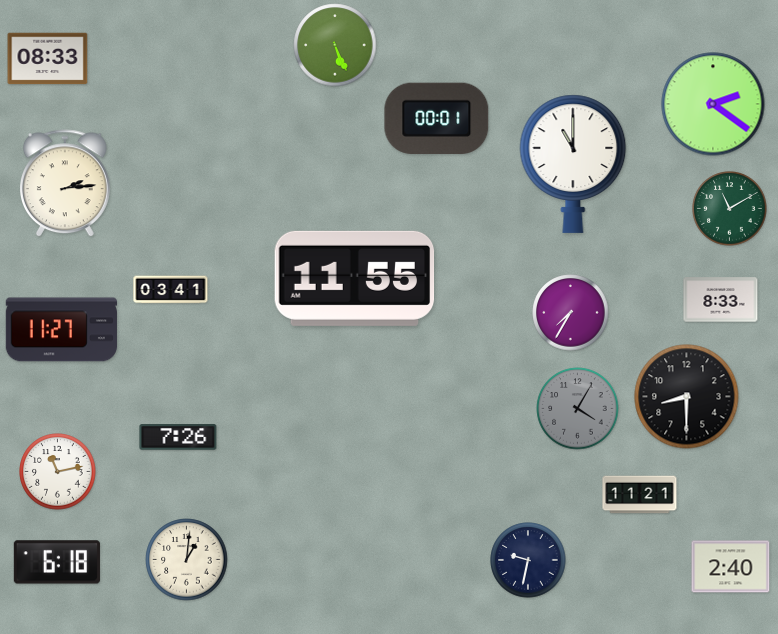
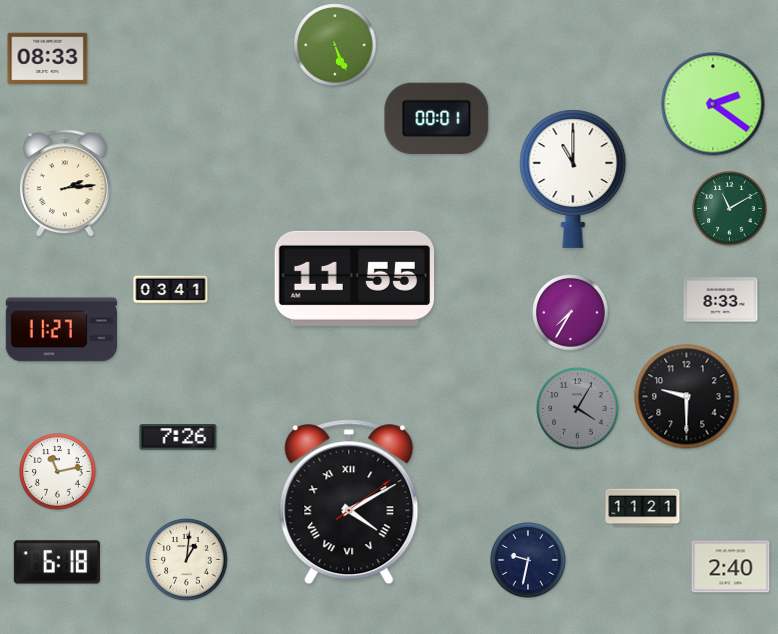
clock at (573, 164) position: (573, 164) -> (573, 179)
clock at (687, 397): 8:30 -> 9:30
clock at (640, 495) position: (640, 495) -> (643, 508)
clock at (349, 502): none -> 4:10
